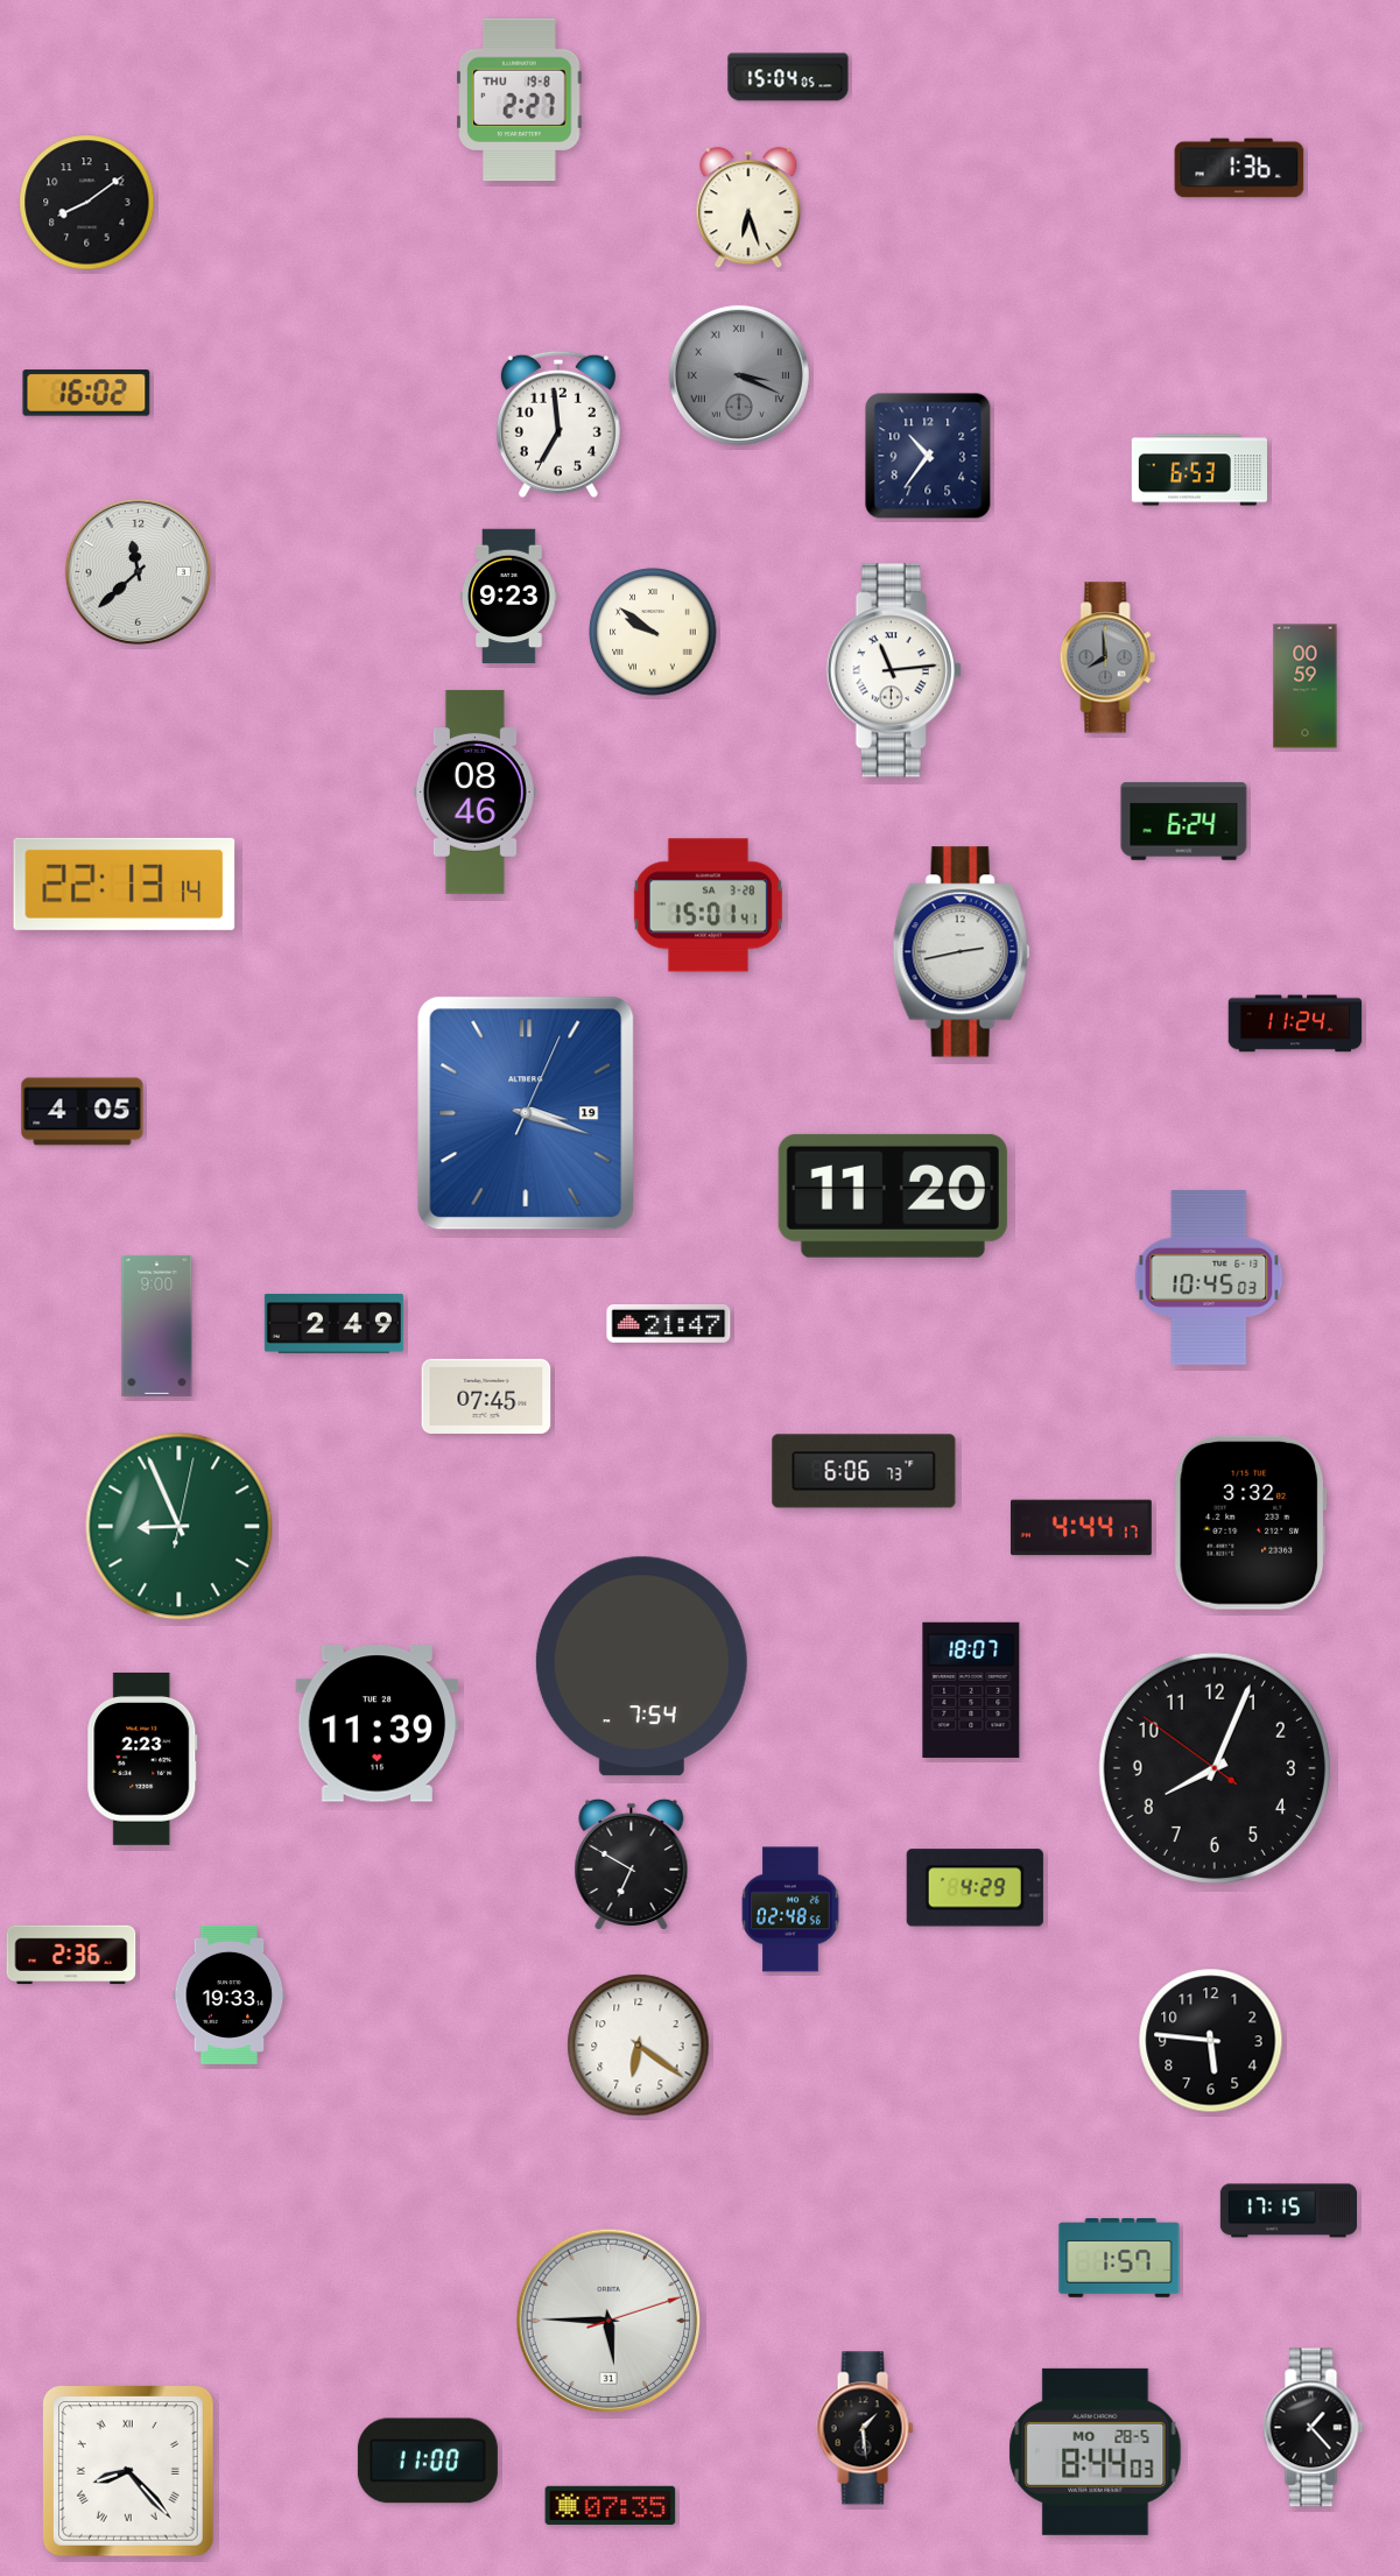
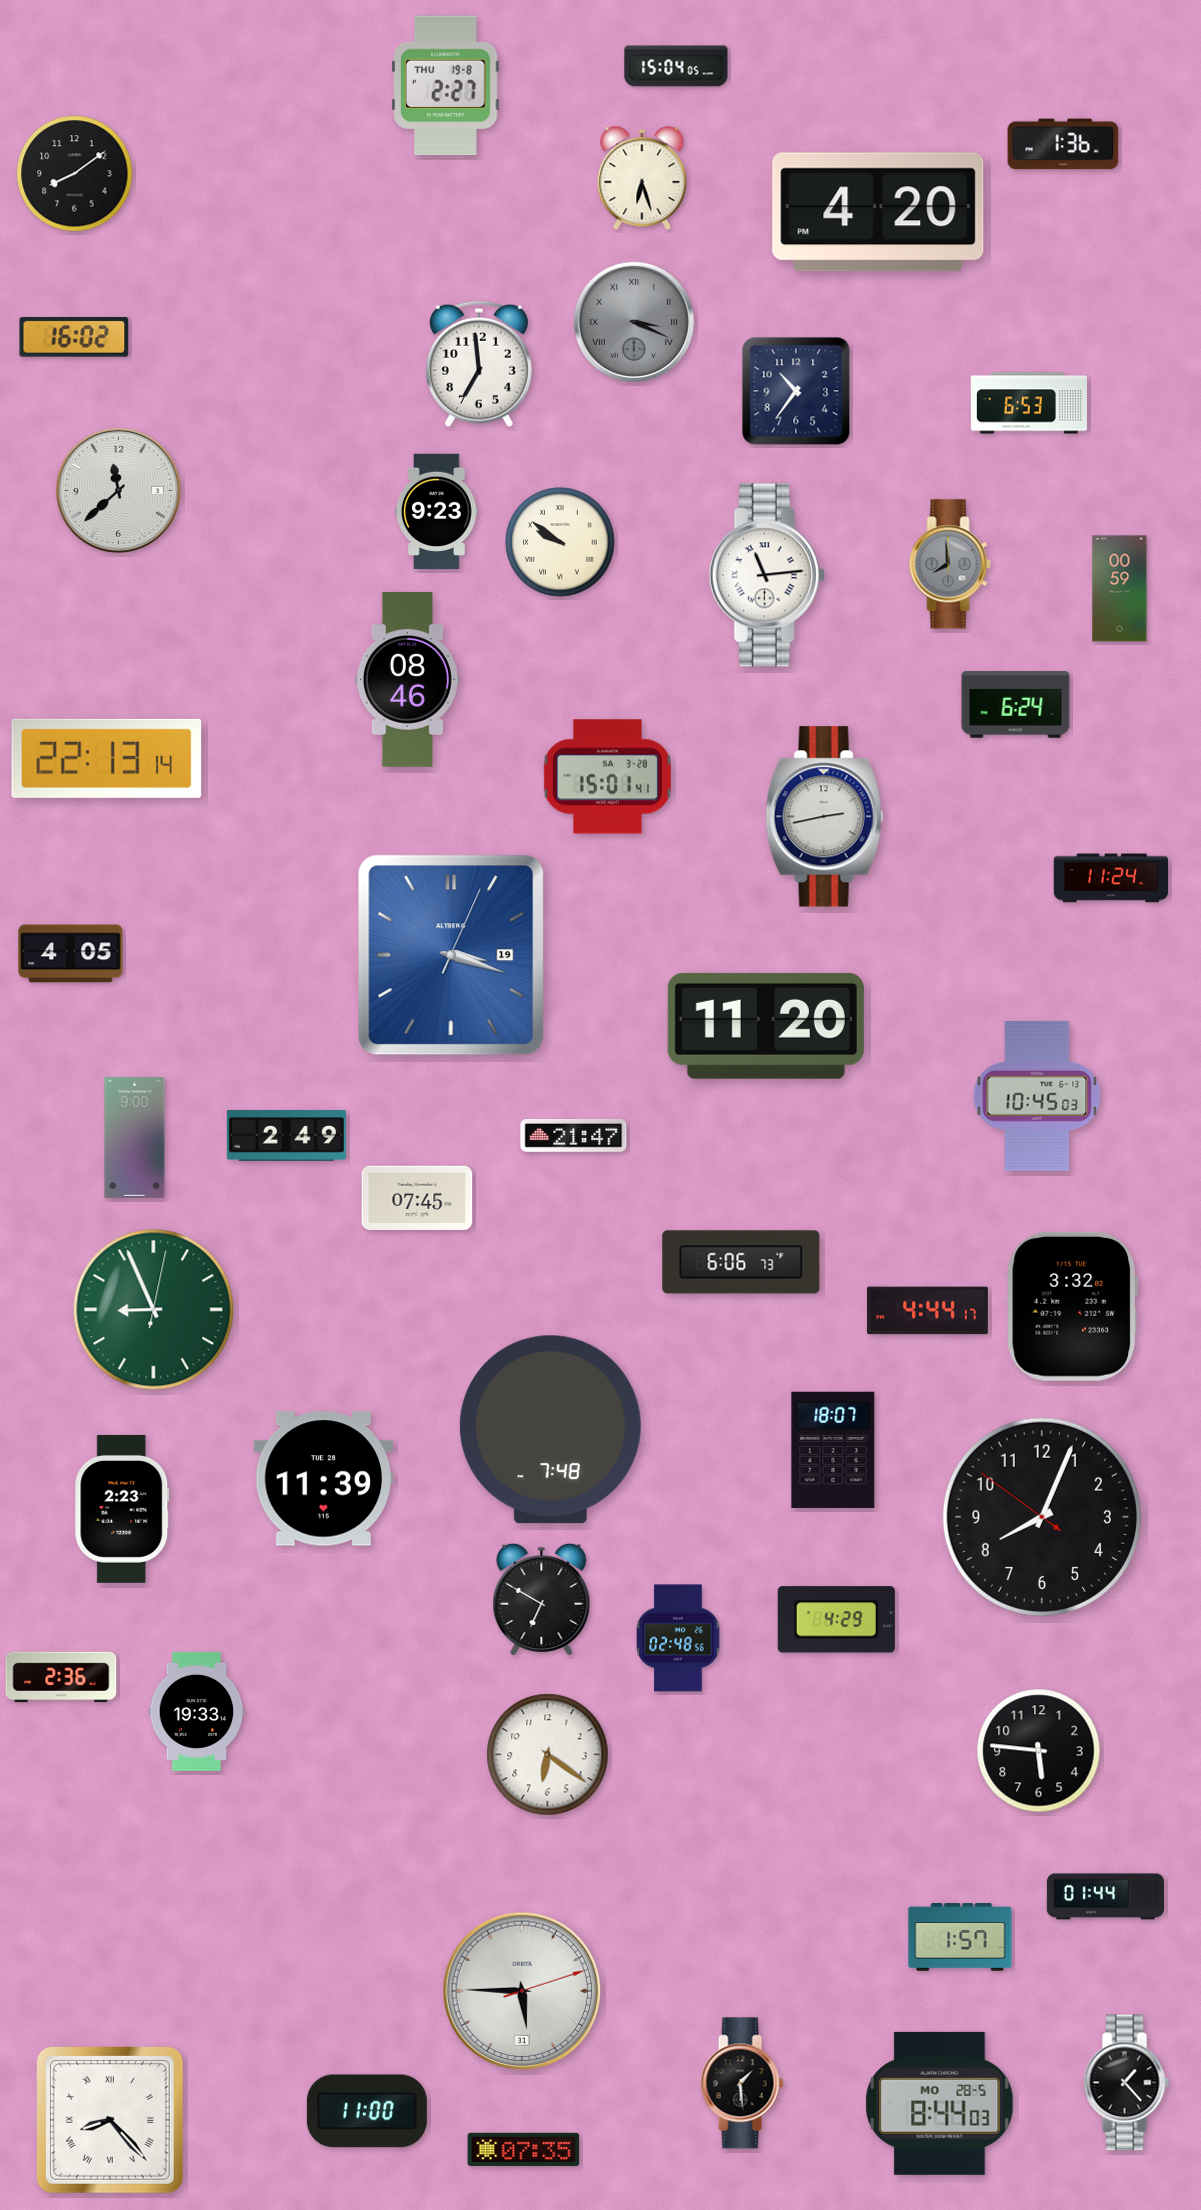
clock at (878, 212): none -> 4:20
clock at (641, 1667): 7:54 -> 7:48
clock at (1288, 2211): 17:15 -> 01:44
